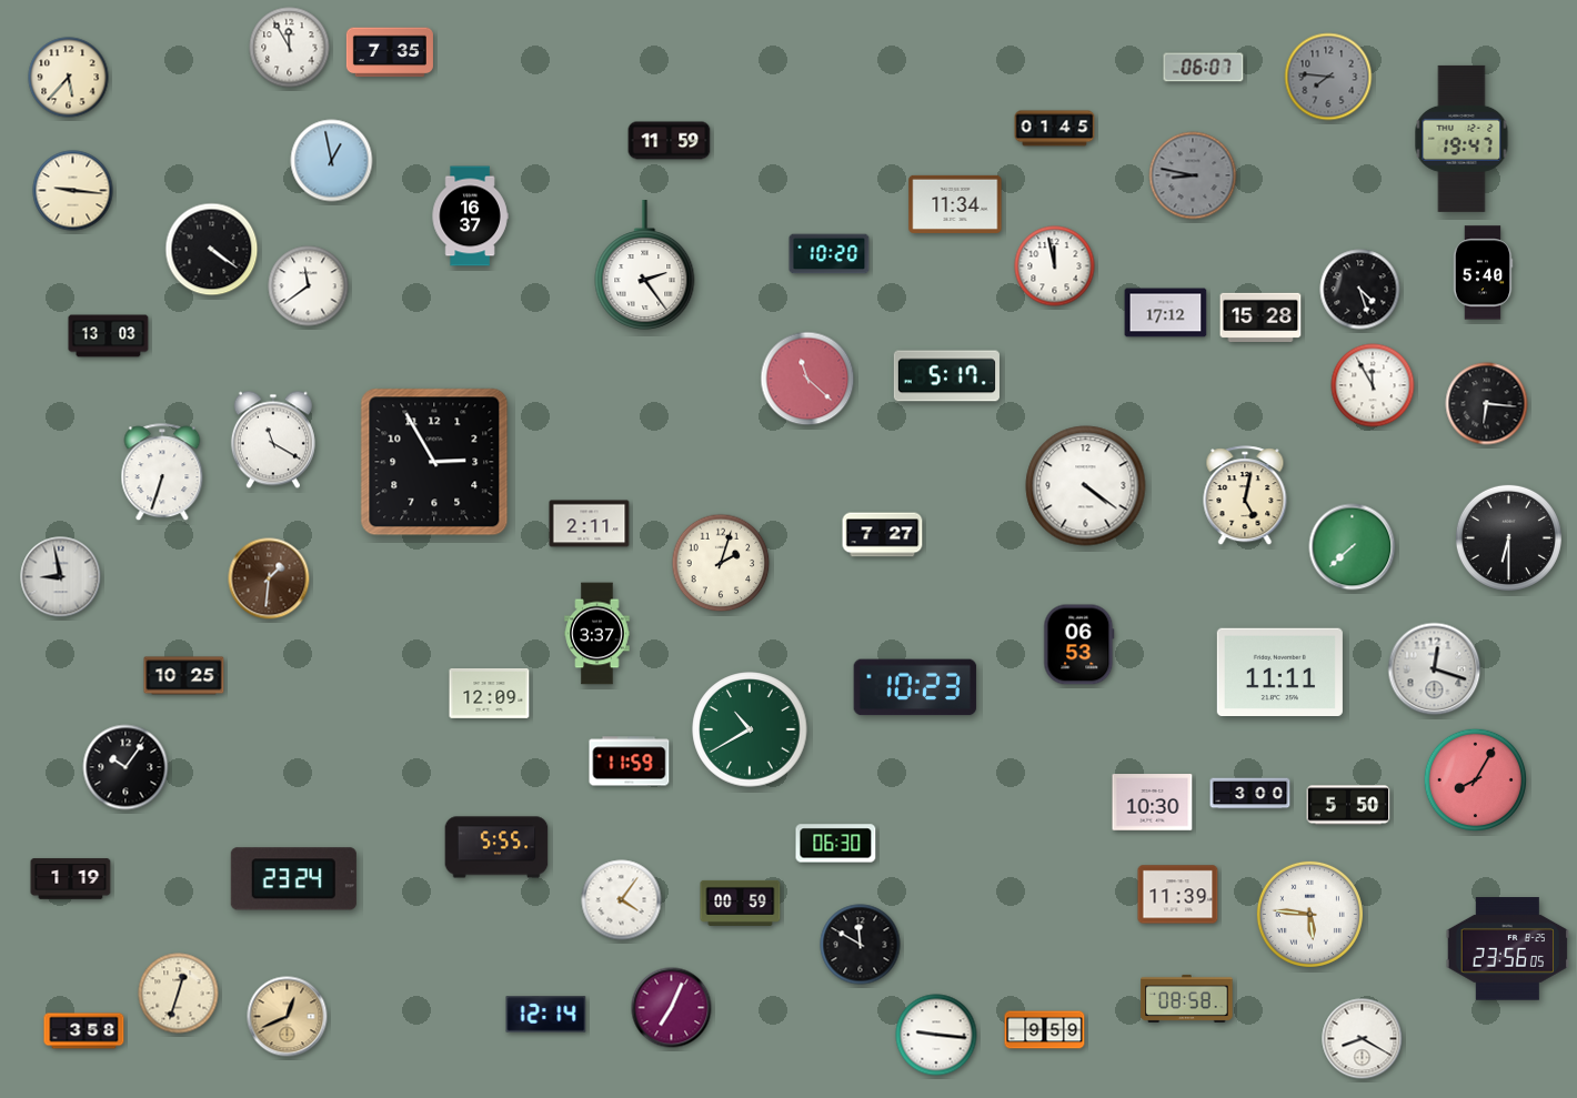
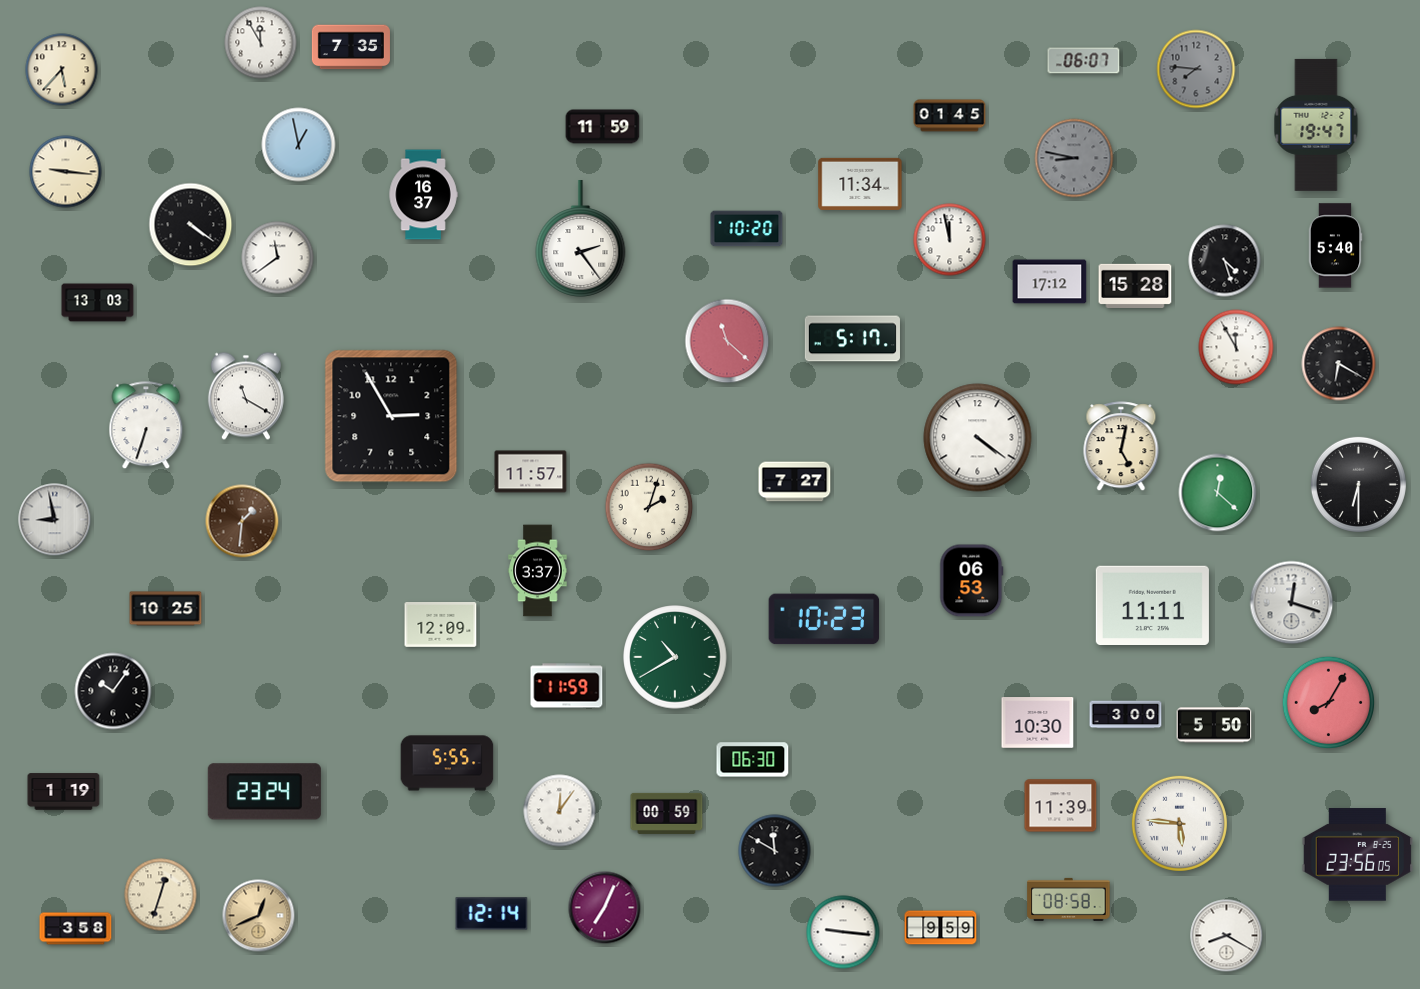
clock at (1487, 404): 6:16 -> 6:20
clock at (590, 524): 2:11 -> 11:57
clock at (1353, 547): 7:38 -> 12:22
clock at (622, 900): 4:06 -> 12:06
